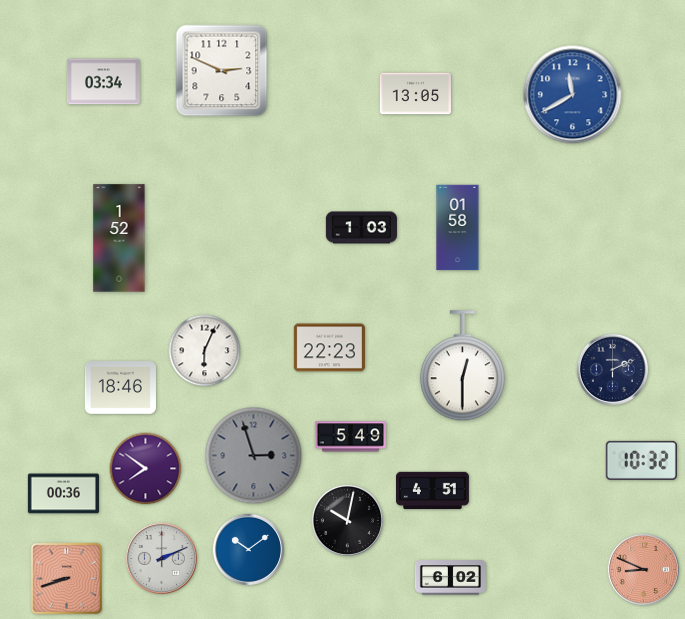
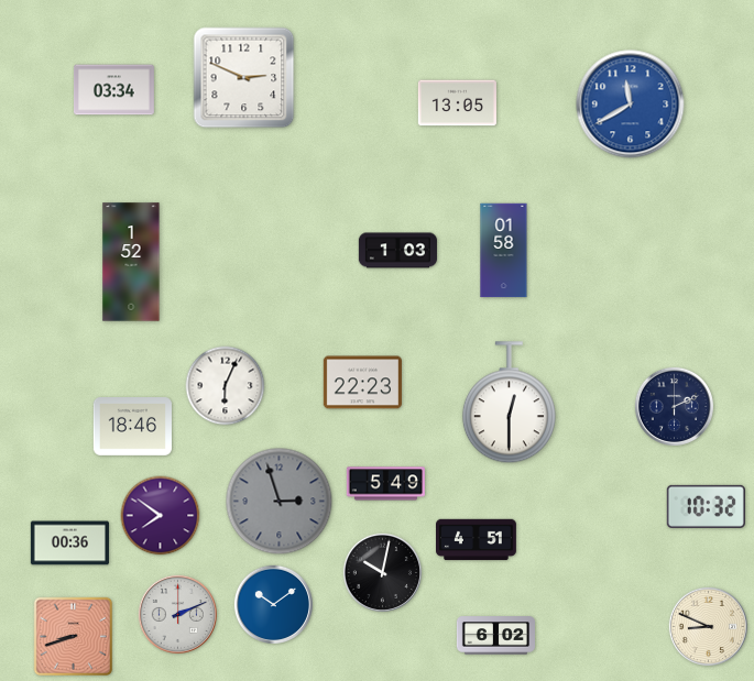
clock at (350, 437) position: (350, 437) -> (385, 484)
clock at (643, 569) dial: salmon -> cream
